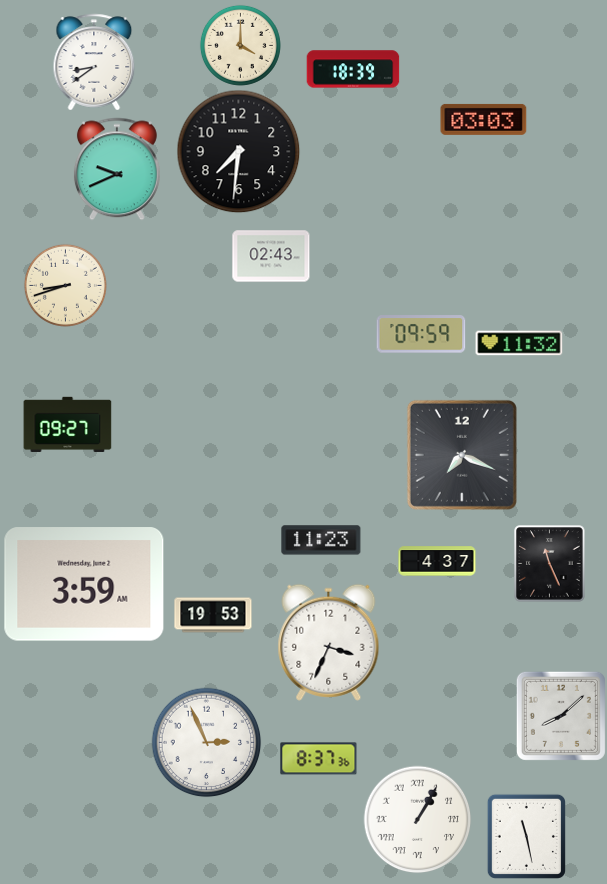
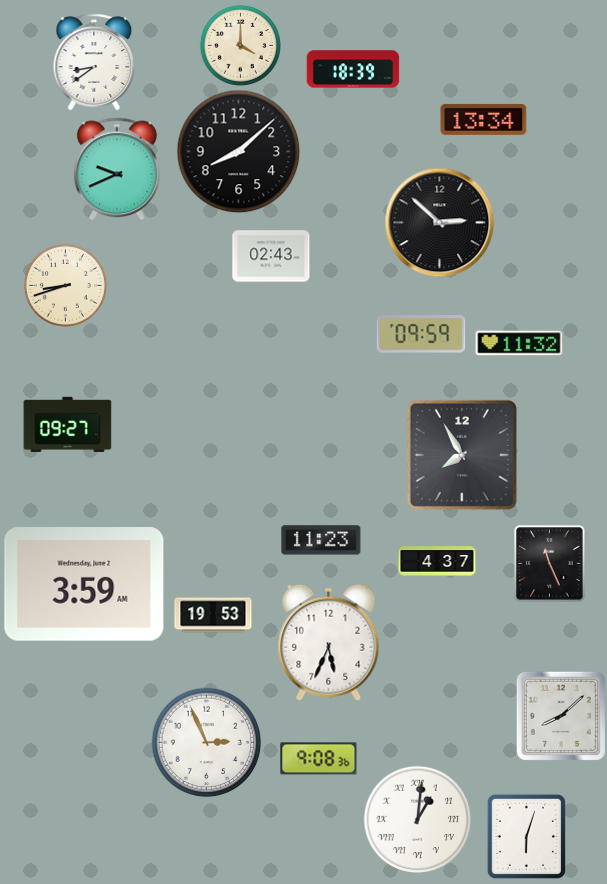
clock at (484, 119): 03:03 -> 13:34
clock at (239, 152): 7:31 -> 8:08
clock at (440, 223): none -> 2:52
clock at (462, 455): 7:19 -> 7:55
clock at (329, 642): 3:34 -> 5:34
clock at (319, 759): 8:37 -> 9:08
clock at (418, 820): 1:05 -> 1:01
clock at (526, 836): 11:28 -> 6:03
